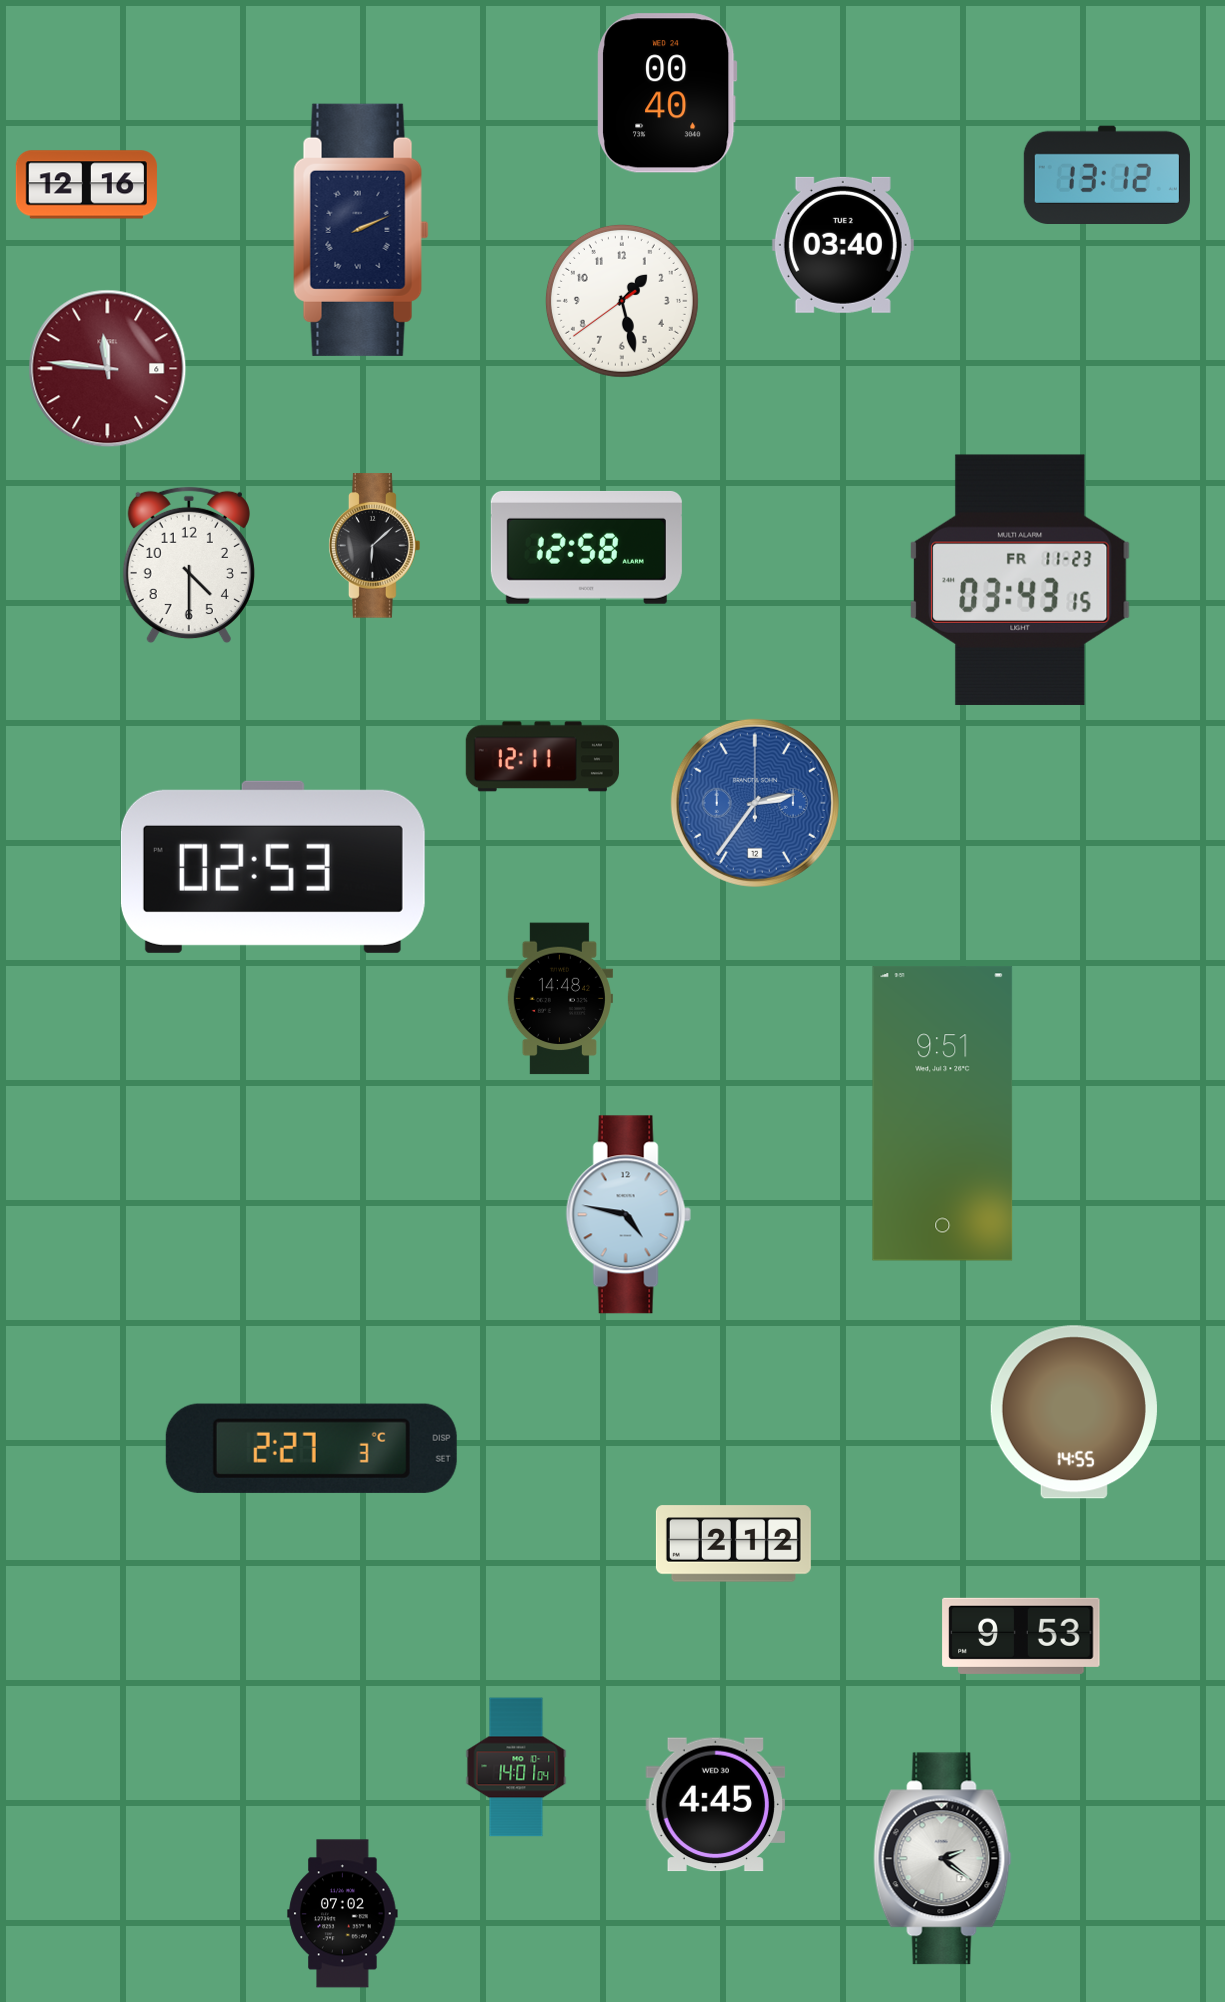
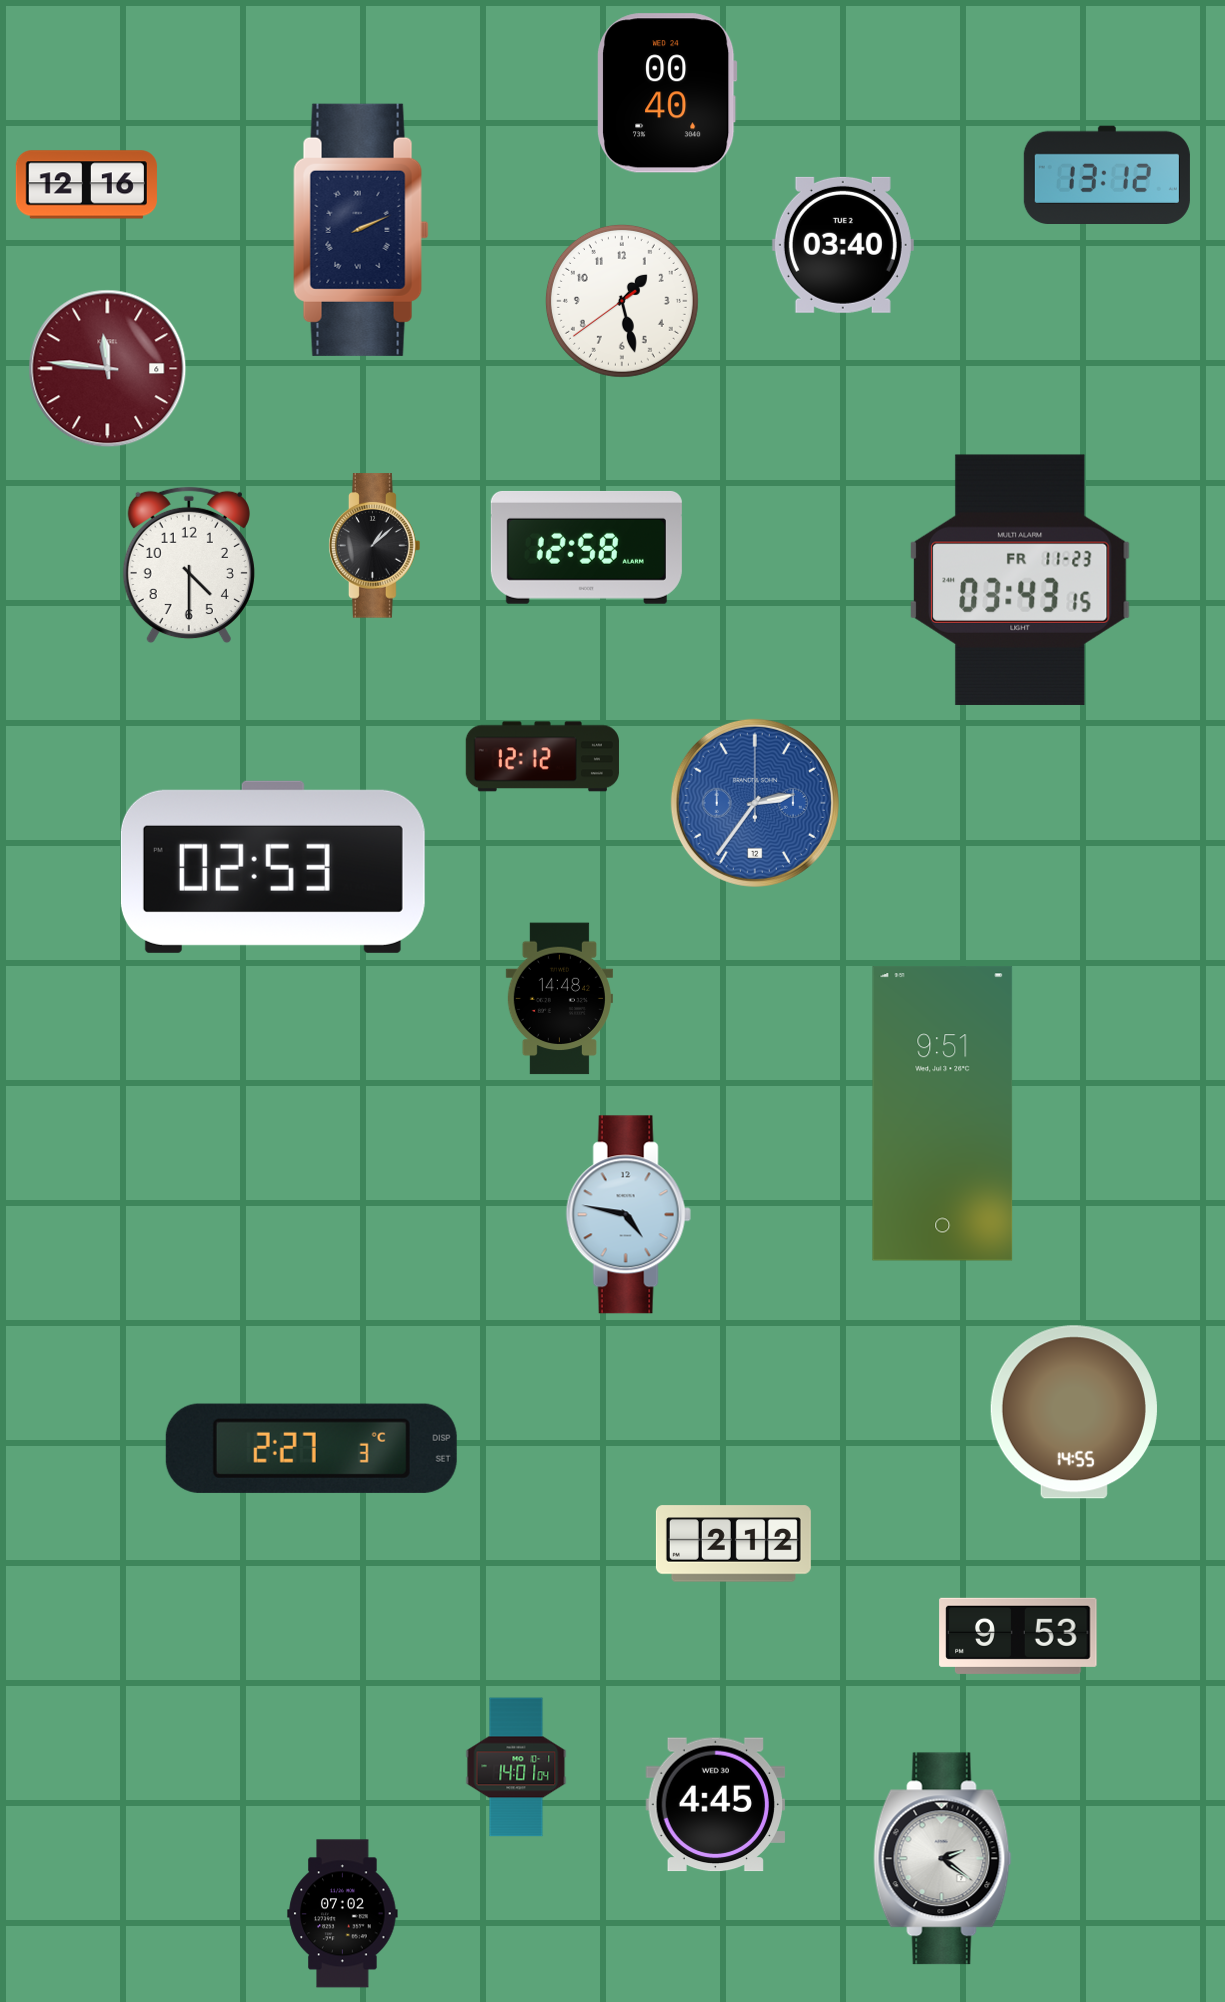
clock at (375, 546): 6:08 -> 1:08
clock at (542, 757): 12:11 -> 12:12
clock at (1021, 1636) position: (1021, 1636) -> (1018, 1636)
